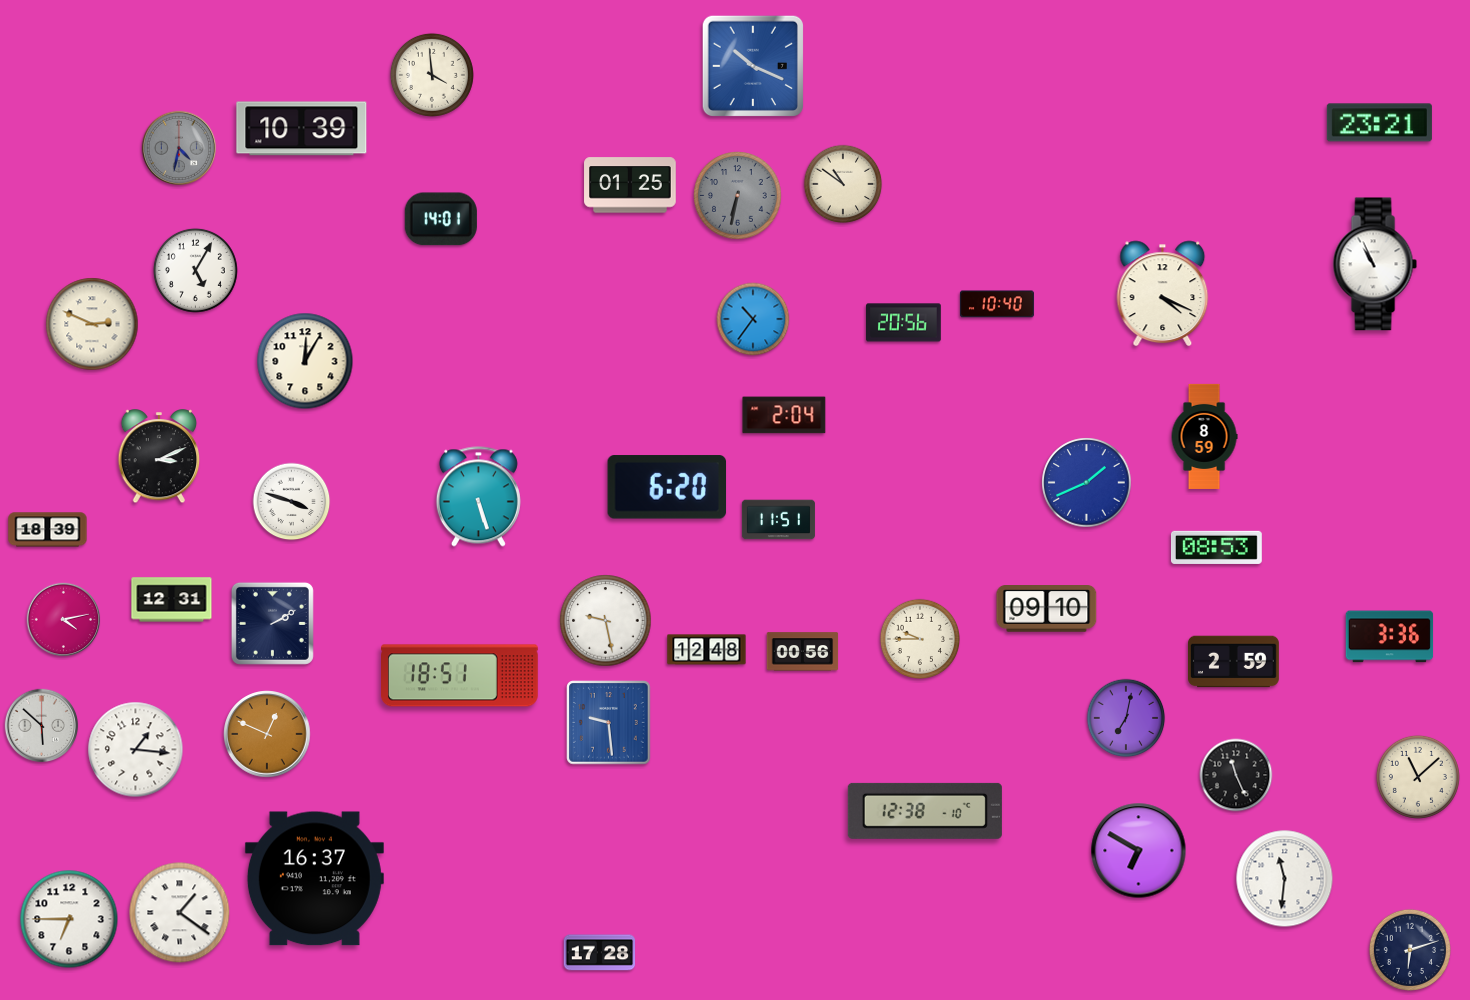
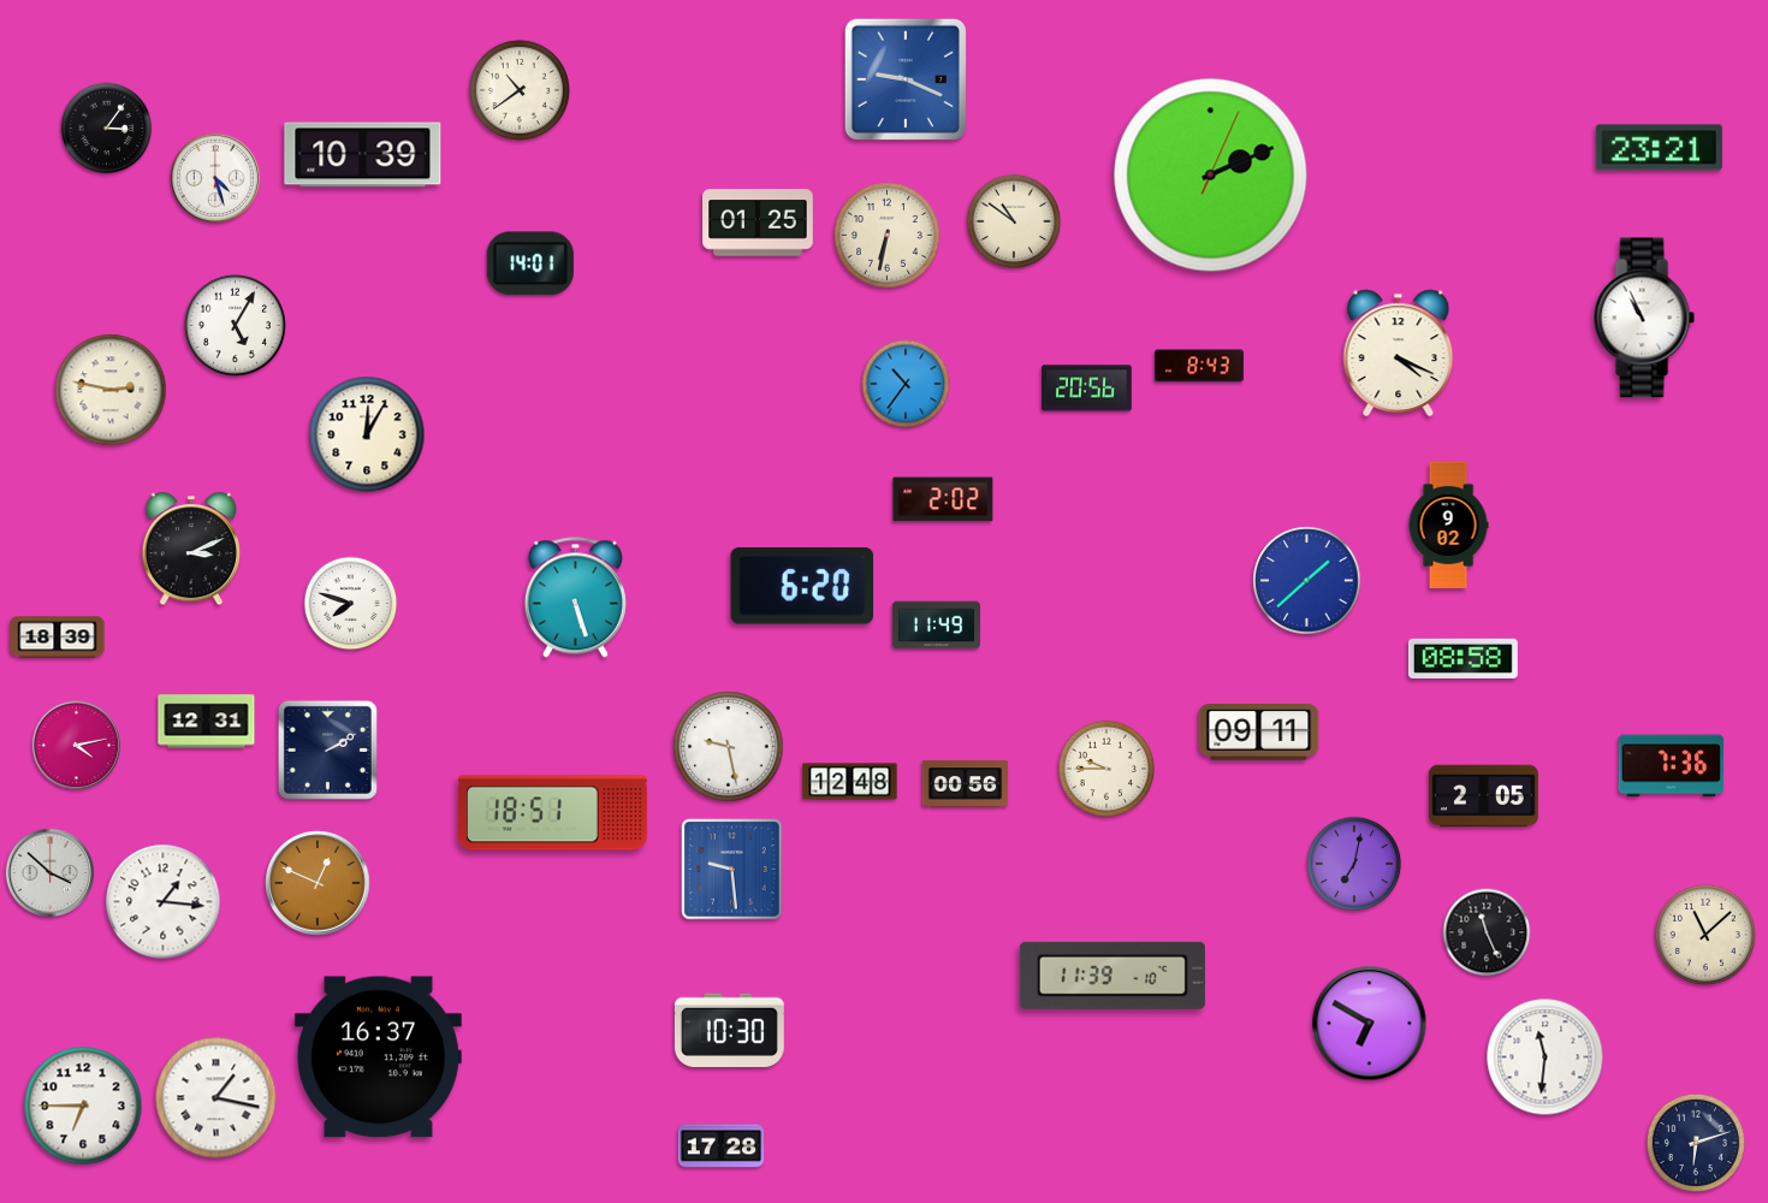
clock at (752, 65): 10:19 -> 9:19
clock at (432, 75): 3:59 -> 10:39
clock at (107, 129): none -> 3:06
clock at (1211, 176): none -> 2:11
clock at (178, 147): 4:32 -> 4:27
clock at (178, 147) dial: grey -> white
clock at (738, 196) dial: grey -> cream
clock at (1375, 264) position: (1375, 264) -> (1644, 318)
clock at (997, 304): 10:40 -> 8:43
clock at (92, 324): 2:49 -> 2:47
clock at (784, 415): 2:04 -> 2:02
clock at (1204, 436): 8:59 -> 9:02
clock at (1087, 483): 1:41 -> 1:38
clock at (292, 502): 3:48 -> 7:48
clock at (778, 520): 11:51 -> 11:49
clock at (1216, 547): 08:53 -> 08:58
clock at (1047, 609): 09:10 -> 09:11
clock at (1390, 637): 3:36 -> 7:36
clock at (1234, 662): 2:59 -> 2:05
clock at (42, 726): 5:52 -> 3:52
clock at (267, 734) position: (267, 734) -> (318, 883)
clock at (925, 811): 12:38 -> 11:39
clock at (729, 1030): none -> 10:30
clock at (180, 913): 1:21 -> 1:17
